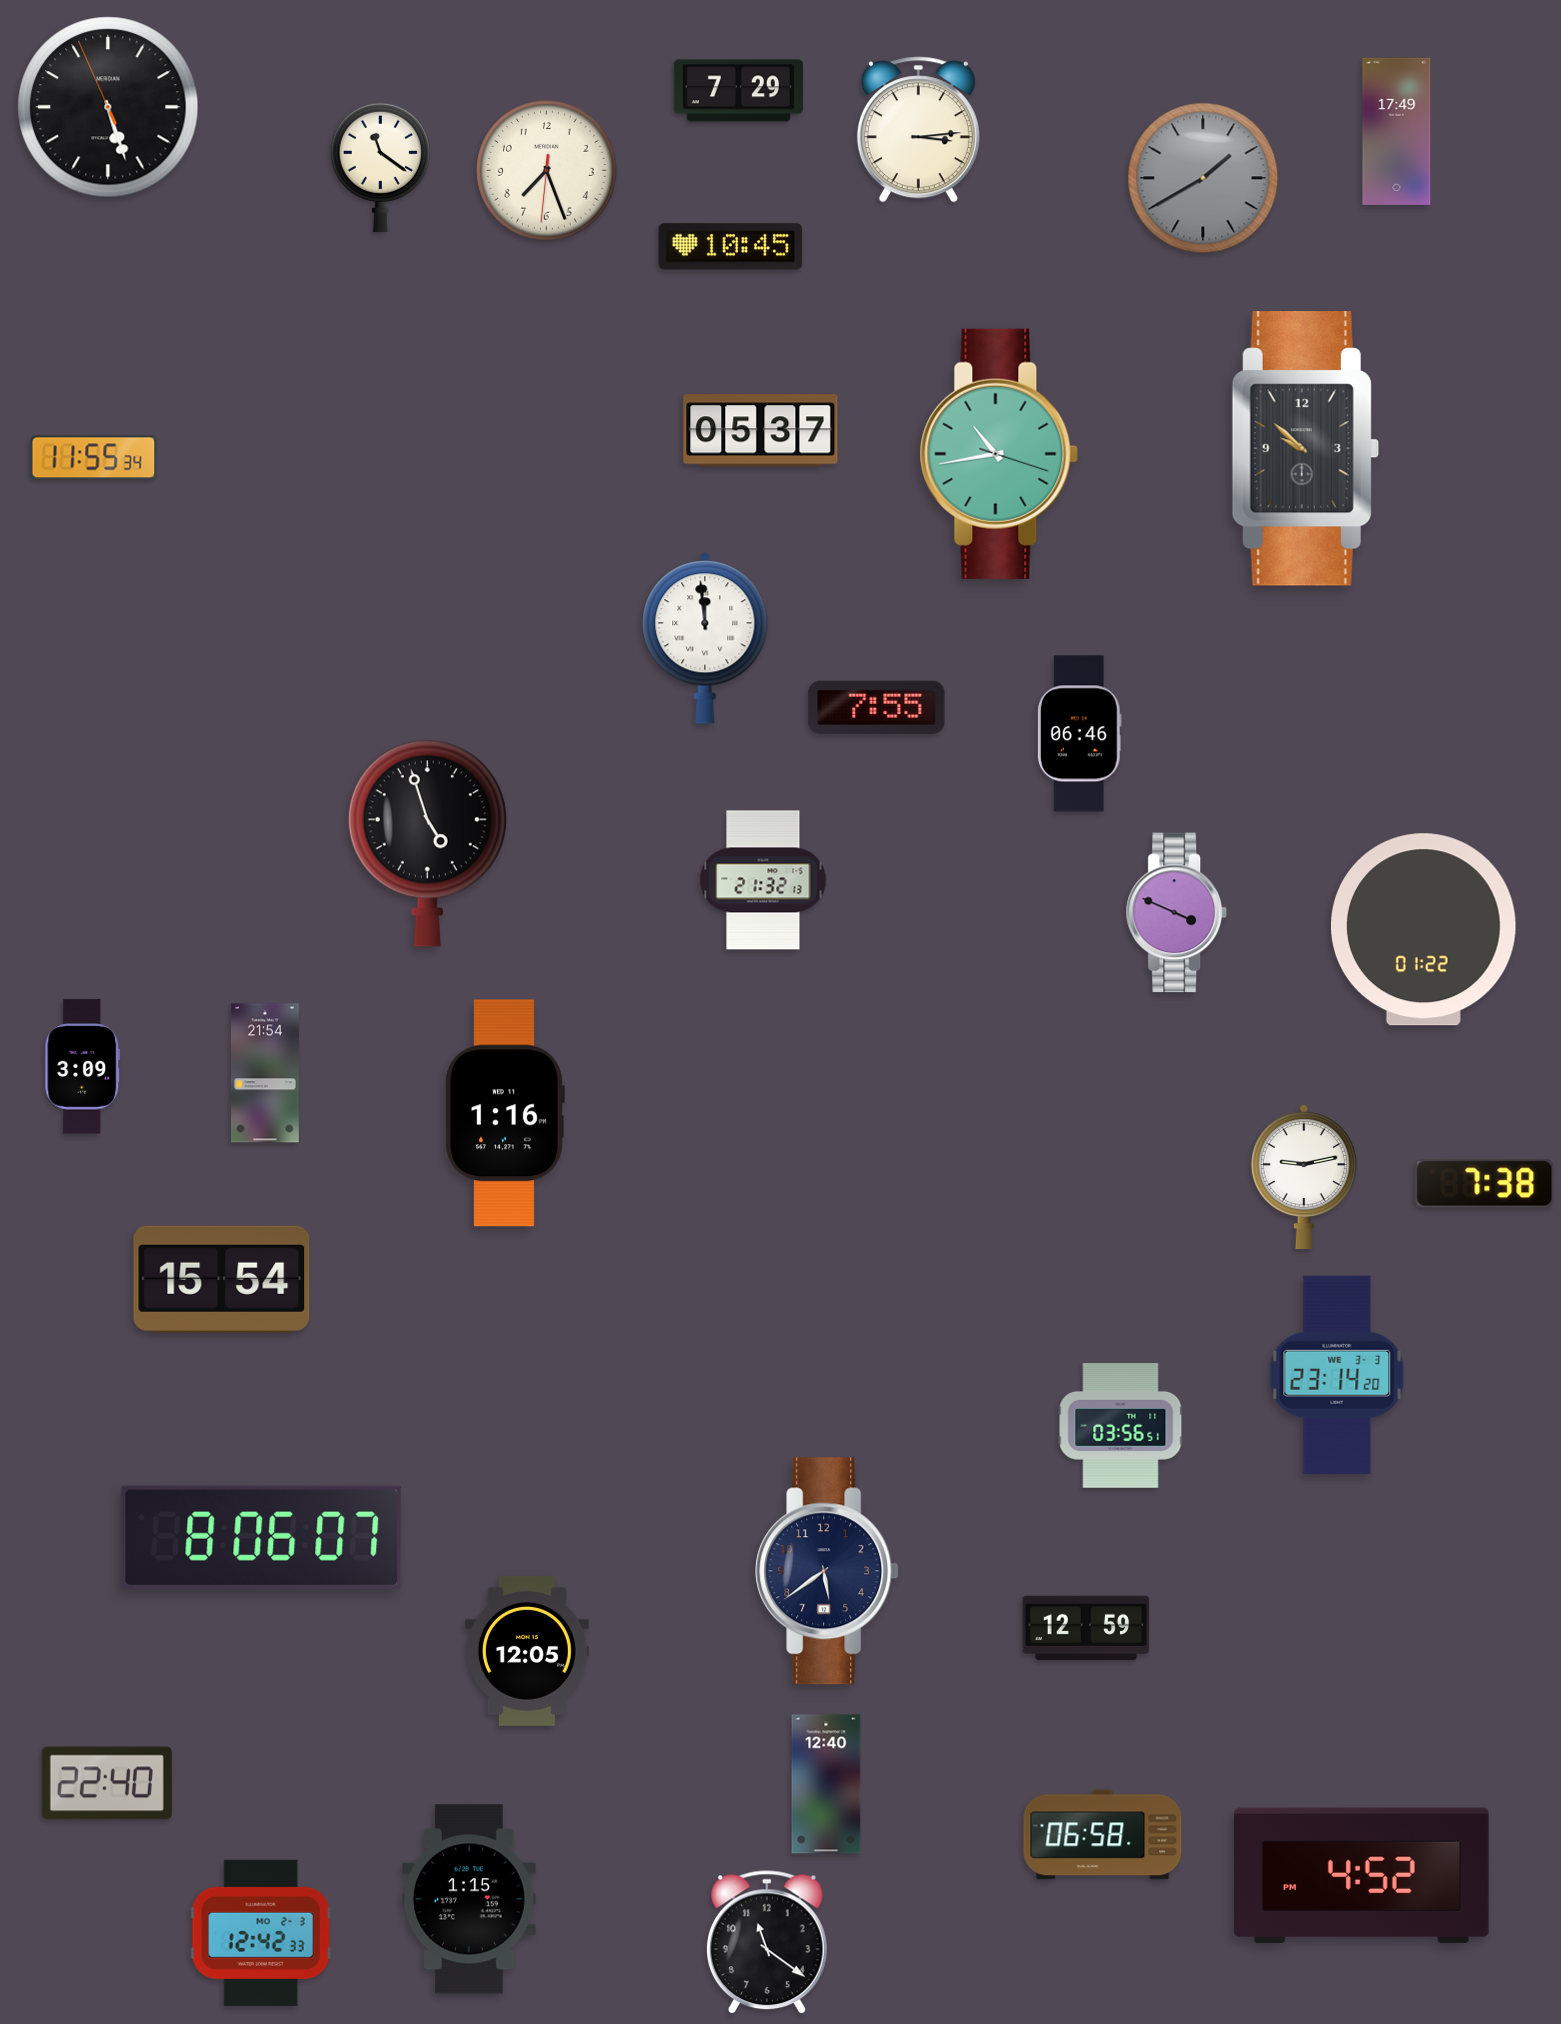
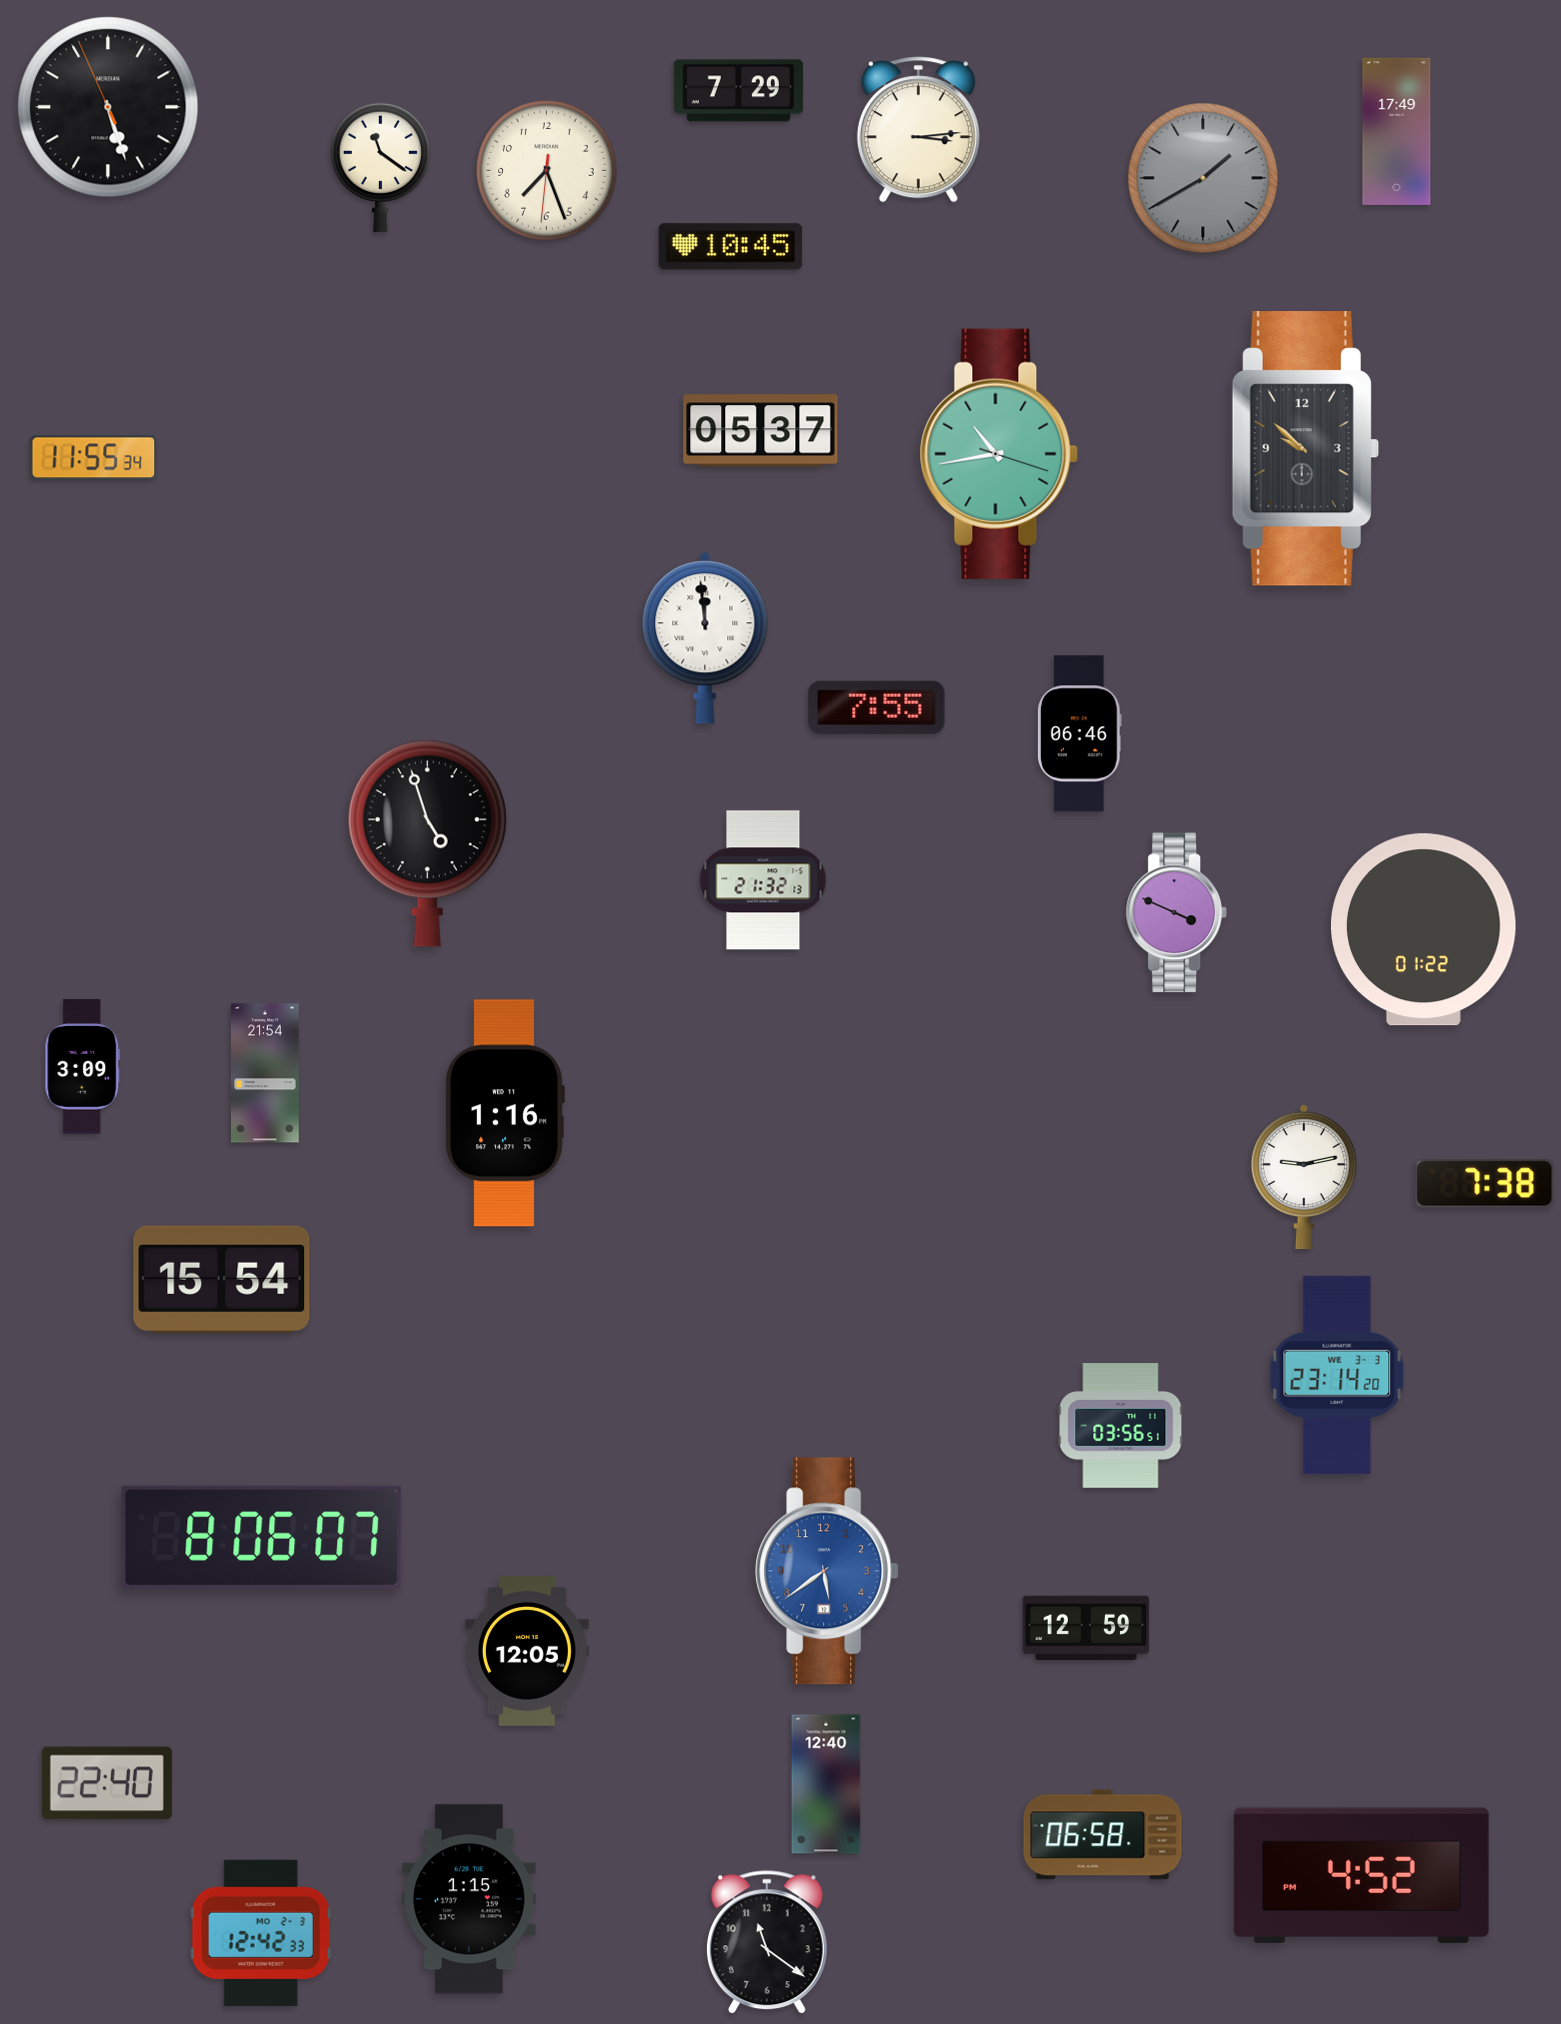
clock at (827, 1571) dial: navy -> blue
